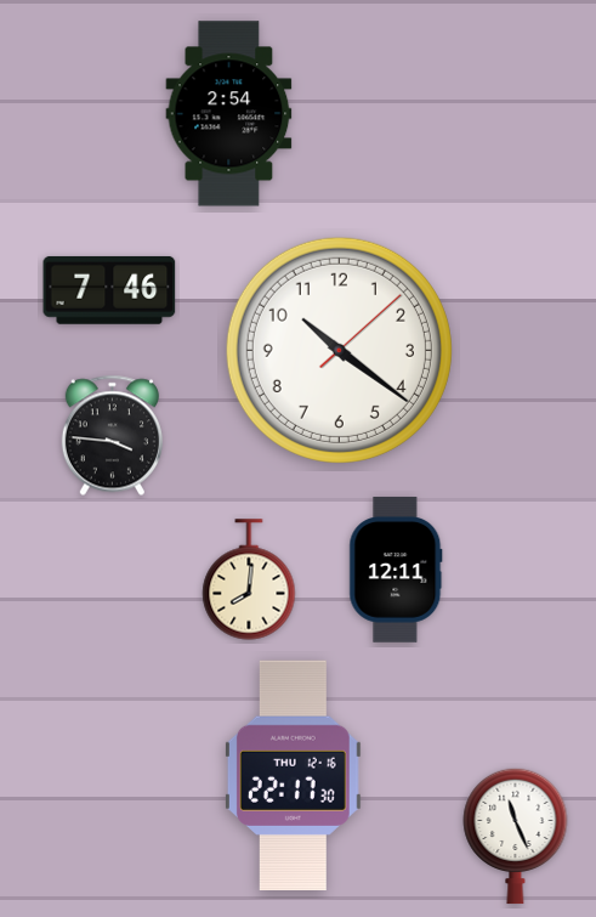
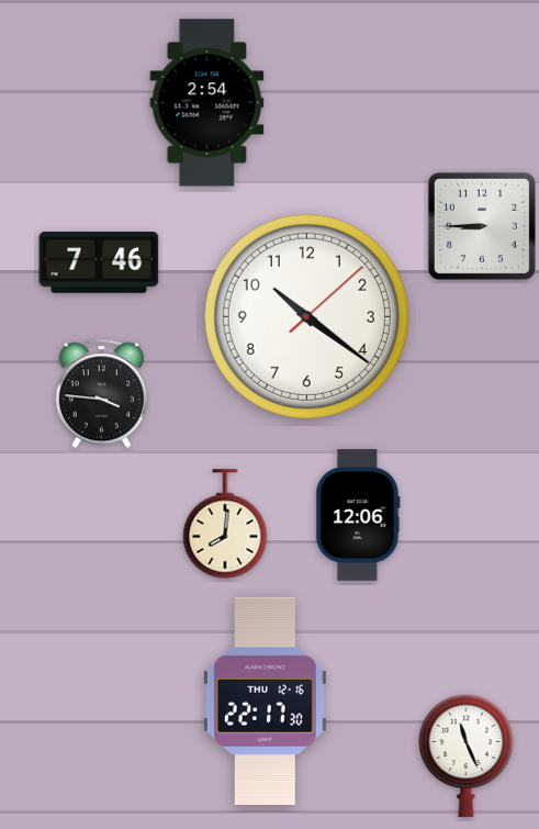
clock at (482, 226): none -> 8:45
clock at (396, 570): 12:11 -> 12:06
